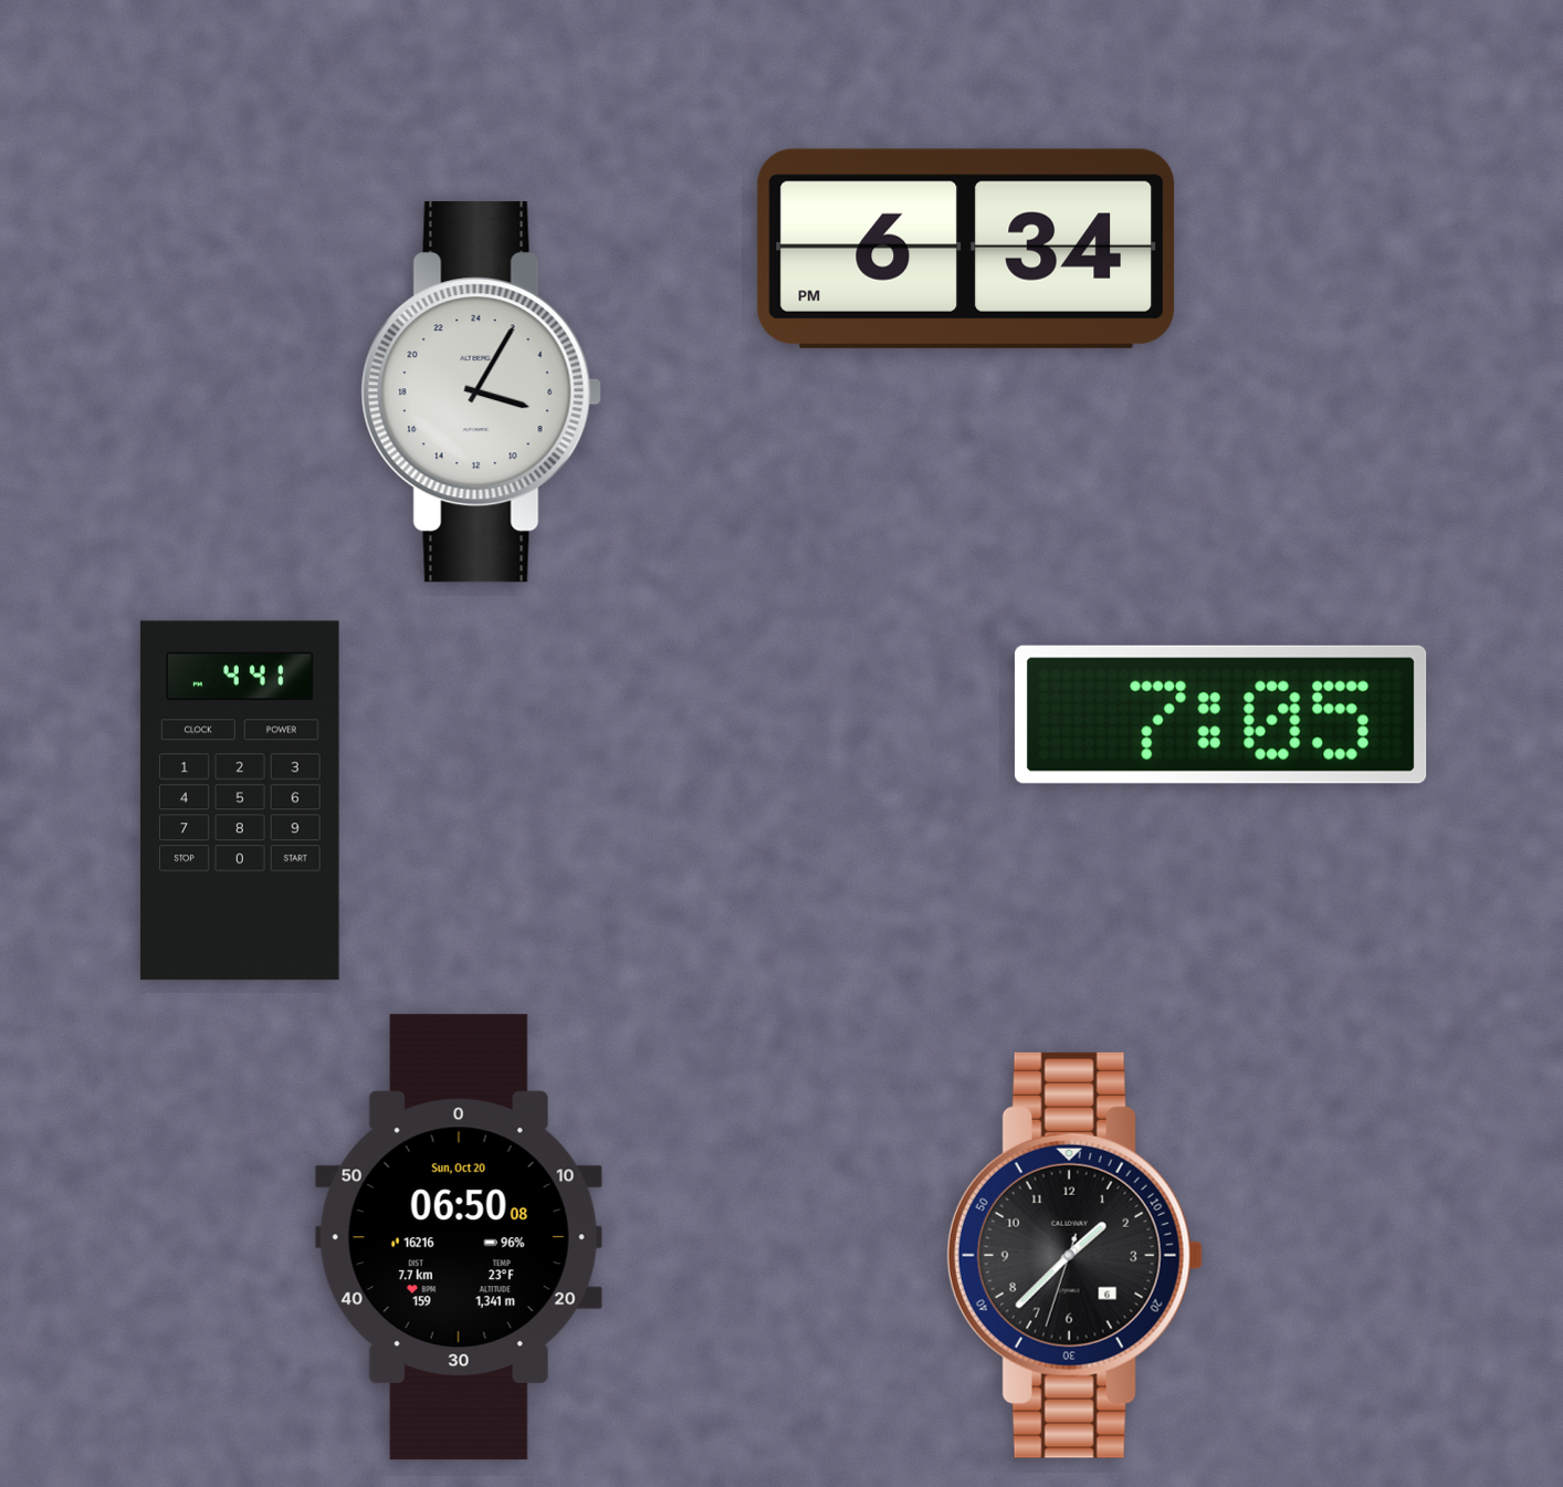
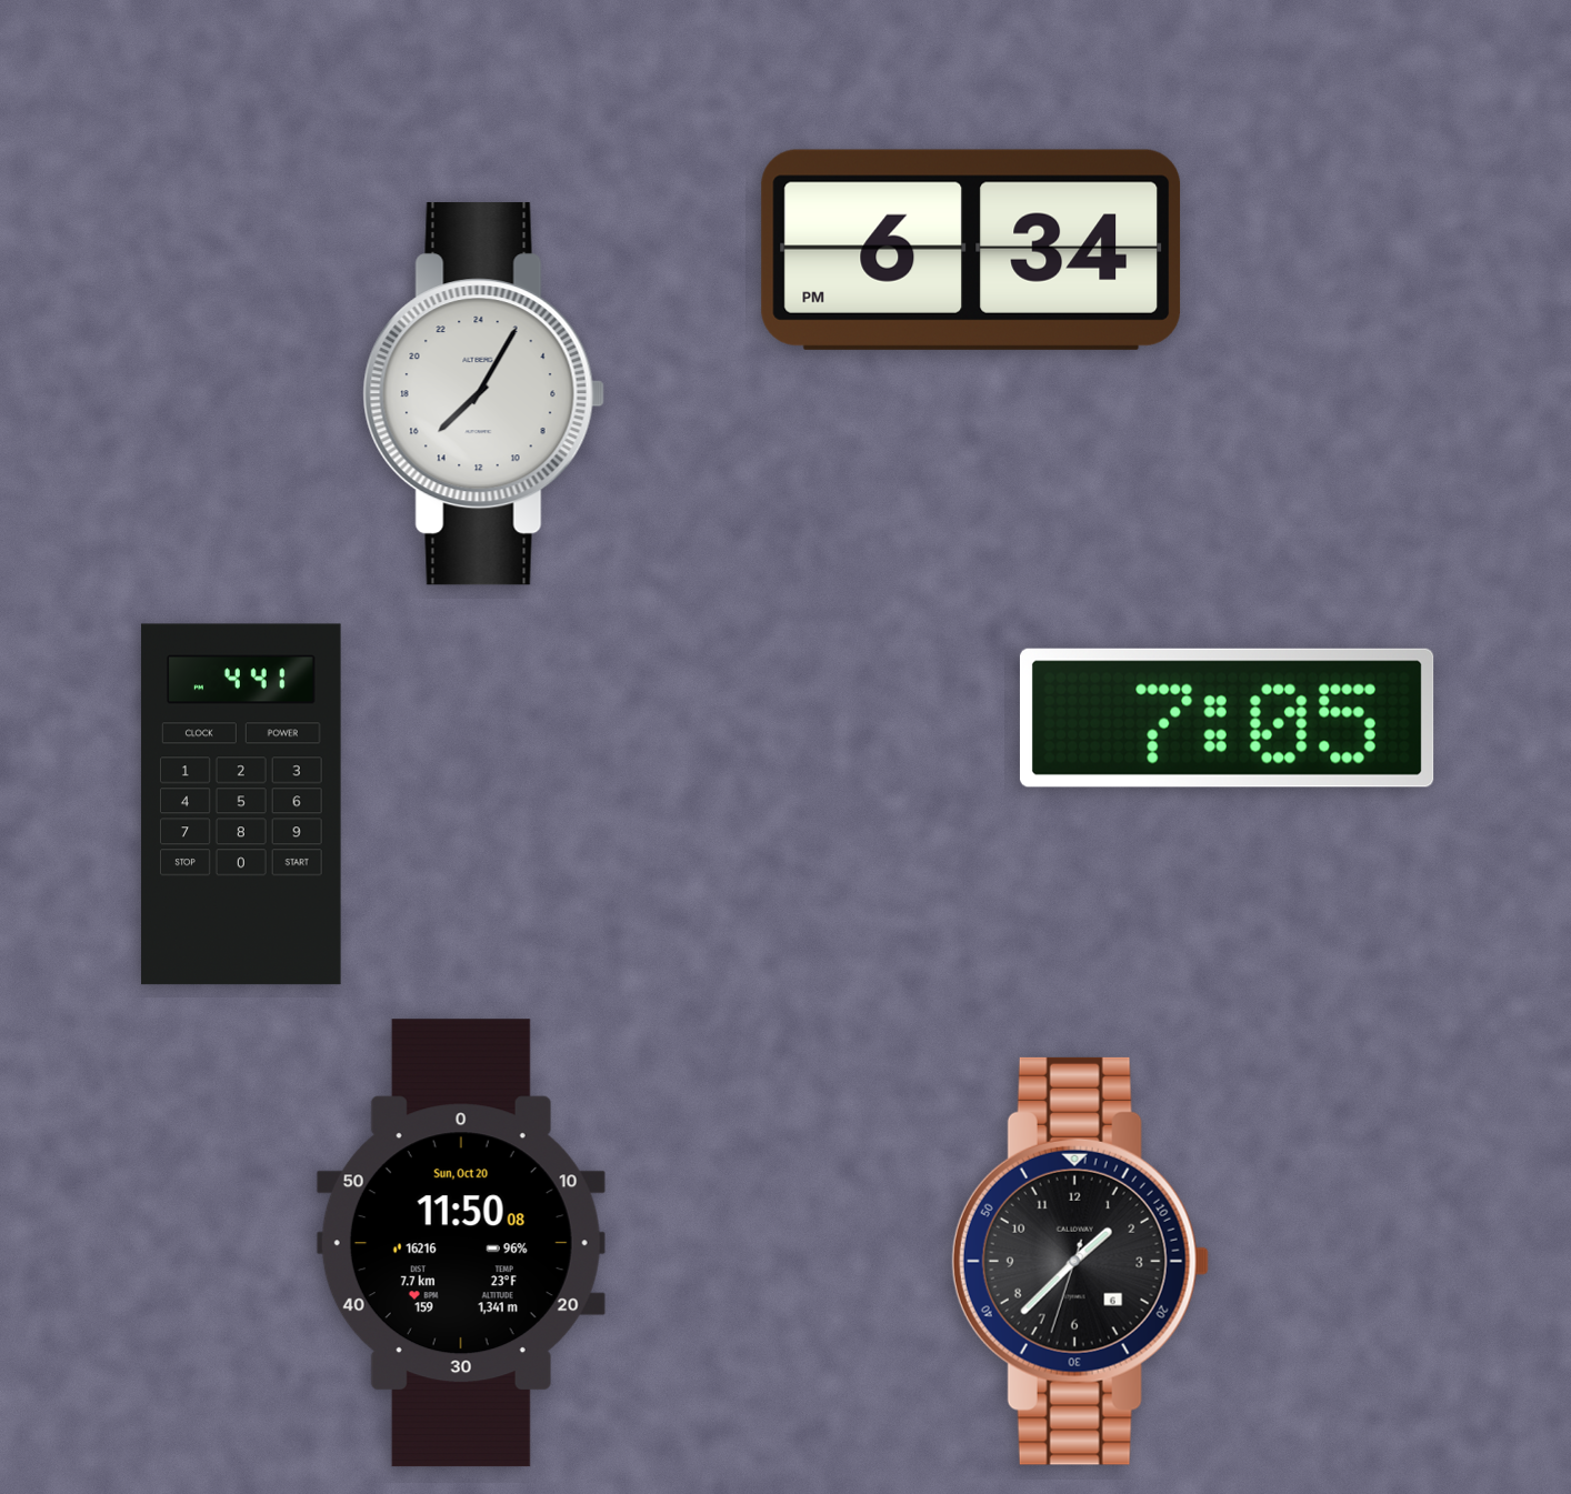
clock at (481, 392): 7:05 -> 15:05
clock at (459, 1237): 06:50 -> 11:50
